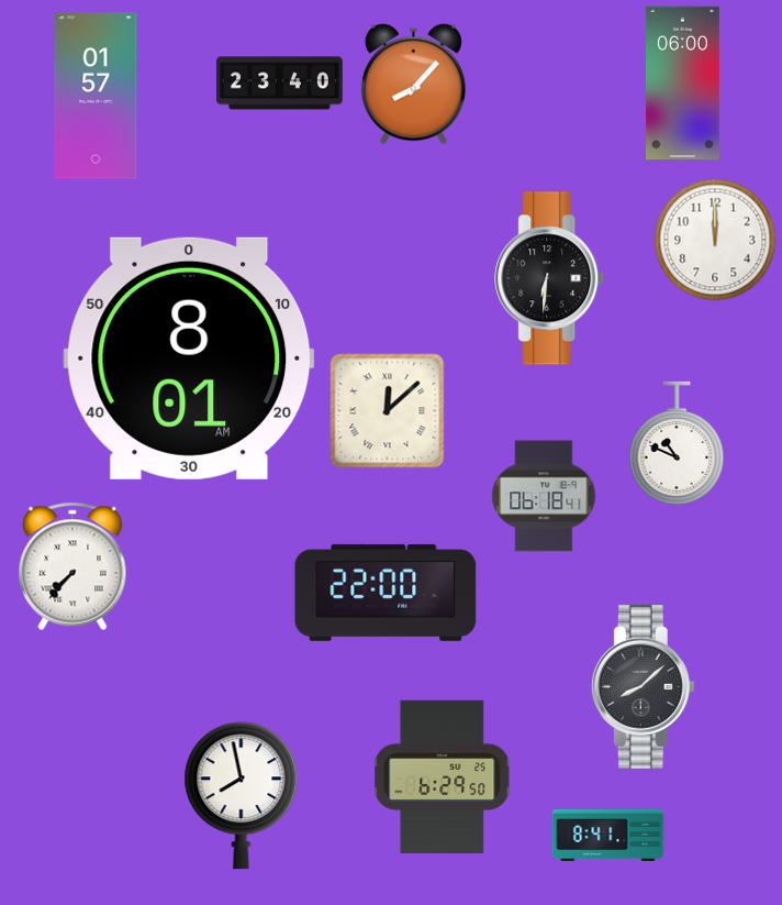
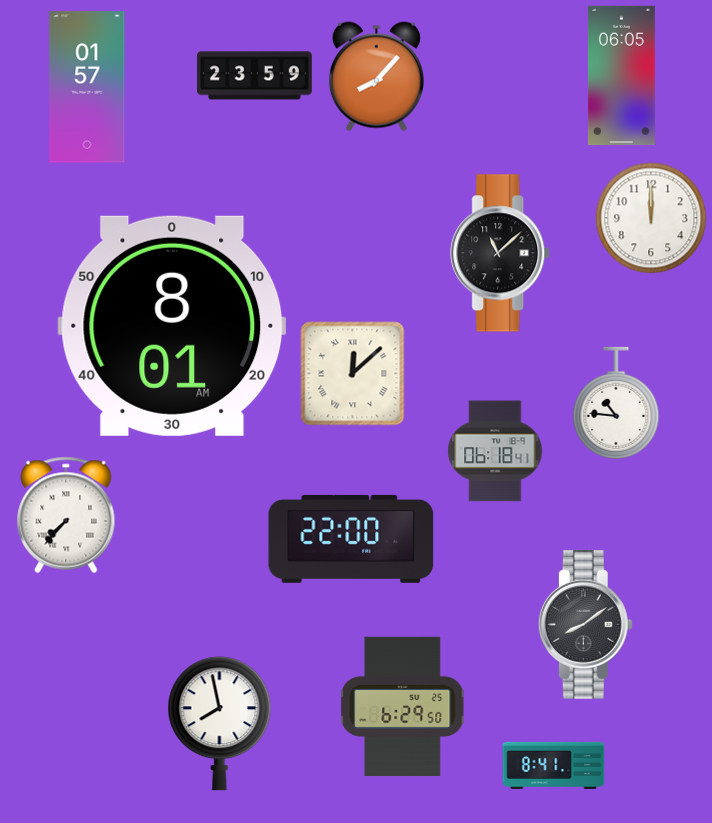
clock at (280, 84): 23:40 -> 23:59
clock at (682, 84): 06:00 -> 06:05
clock at (550, 278): 6:31 -> 11:08
clock at (677, 443): 10:49 -> 10:46
clock at (643, 687): 8:08 -> 8:09
clock at (608, 835) position: (608, 835) -> (554, 765)
